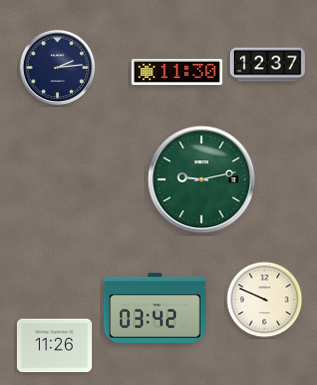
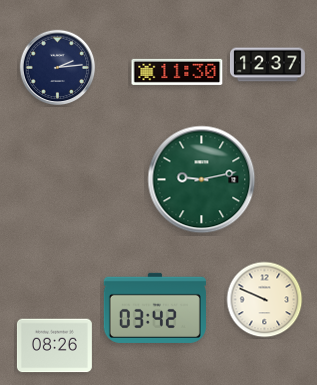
clock at (54, 346): 11:26 -> 08:26
